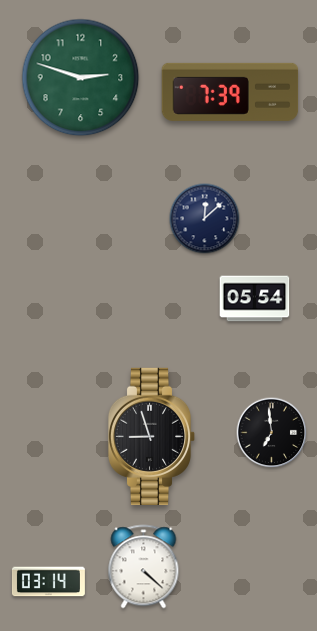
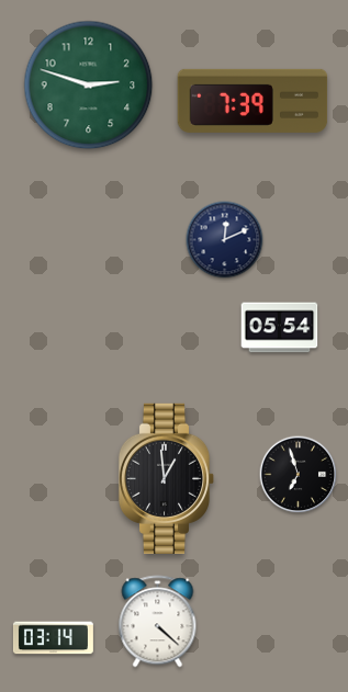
clock at (205, 219): 12:08 -> 12:11
clock at (272, 433): 6:59 -> 6:57
clock at (152, 436): 8:57 -> 12:59
